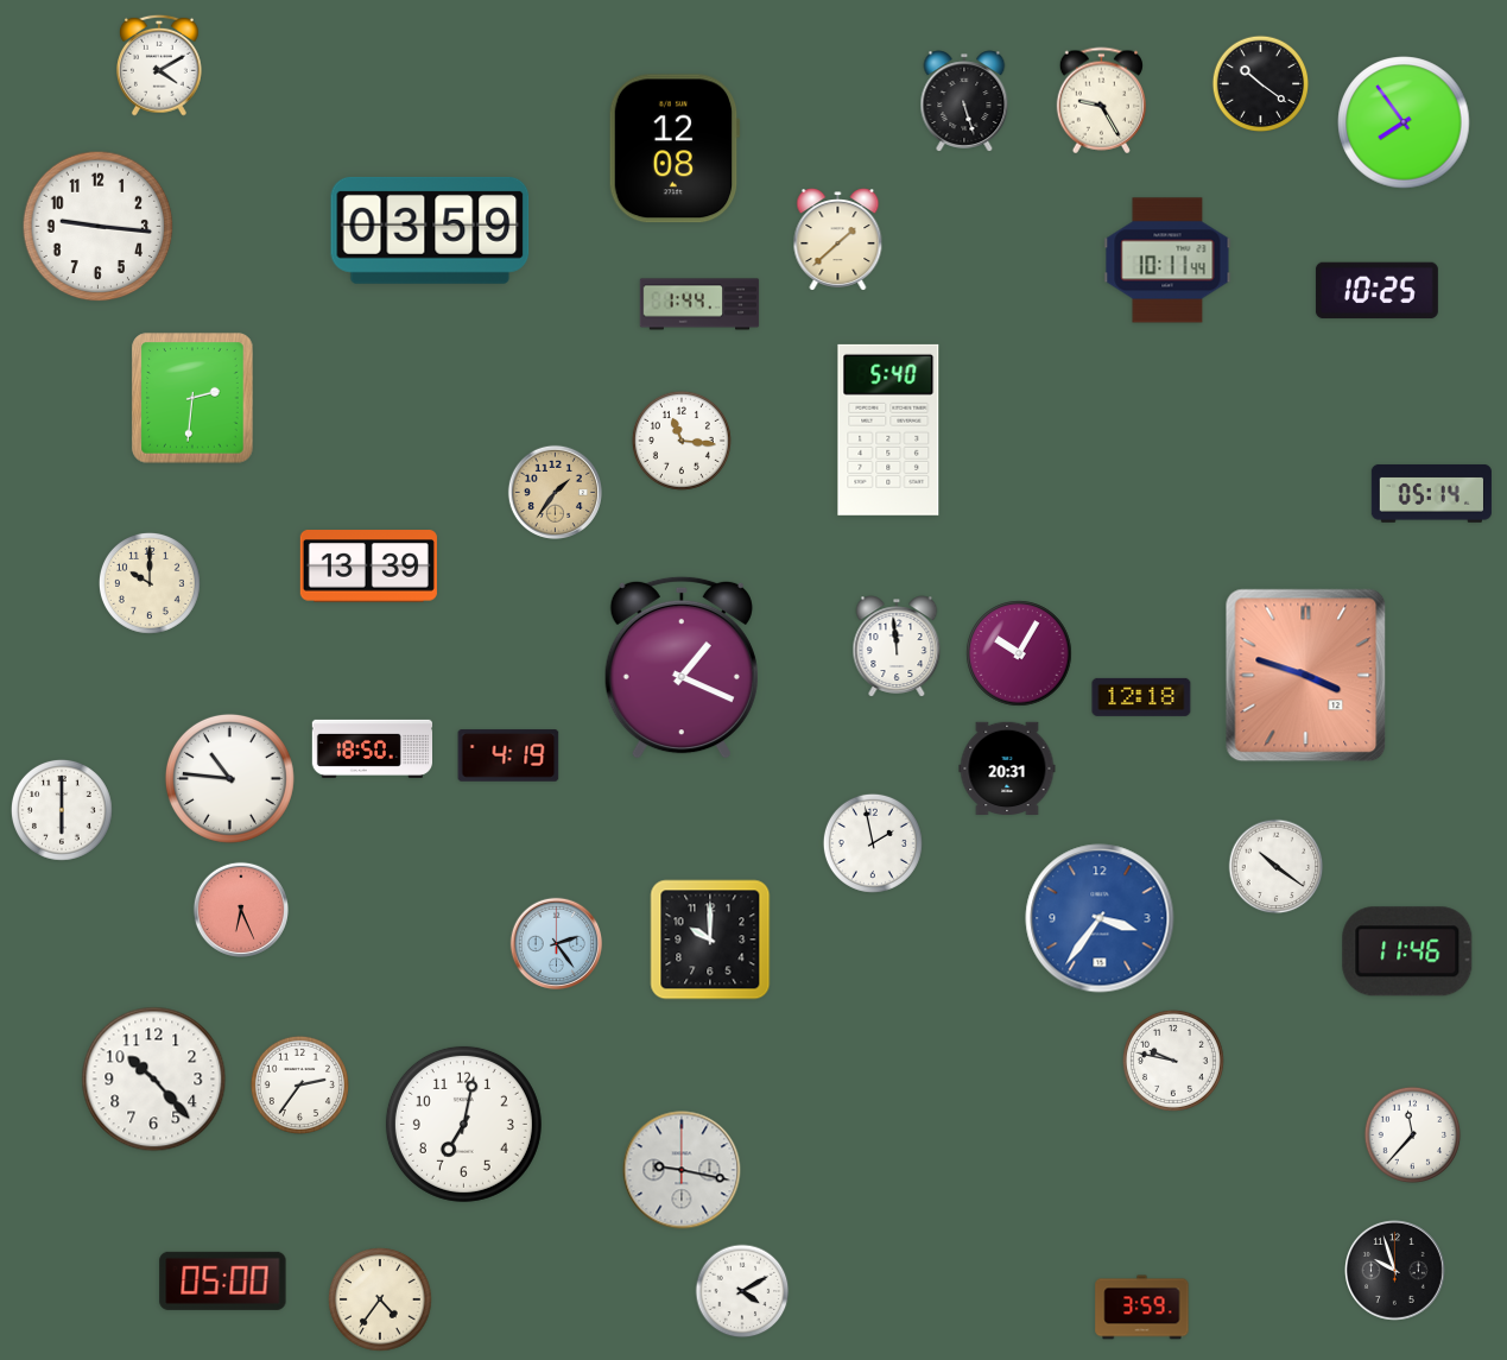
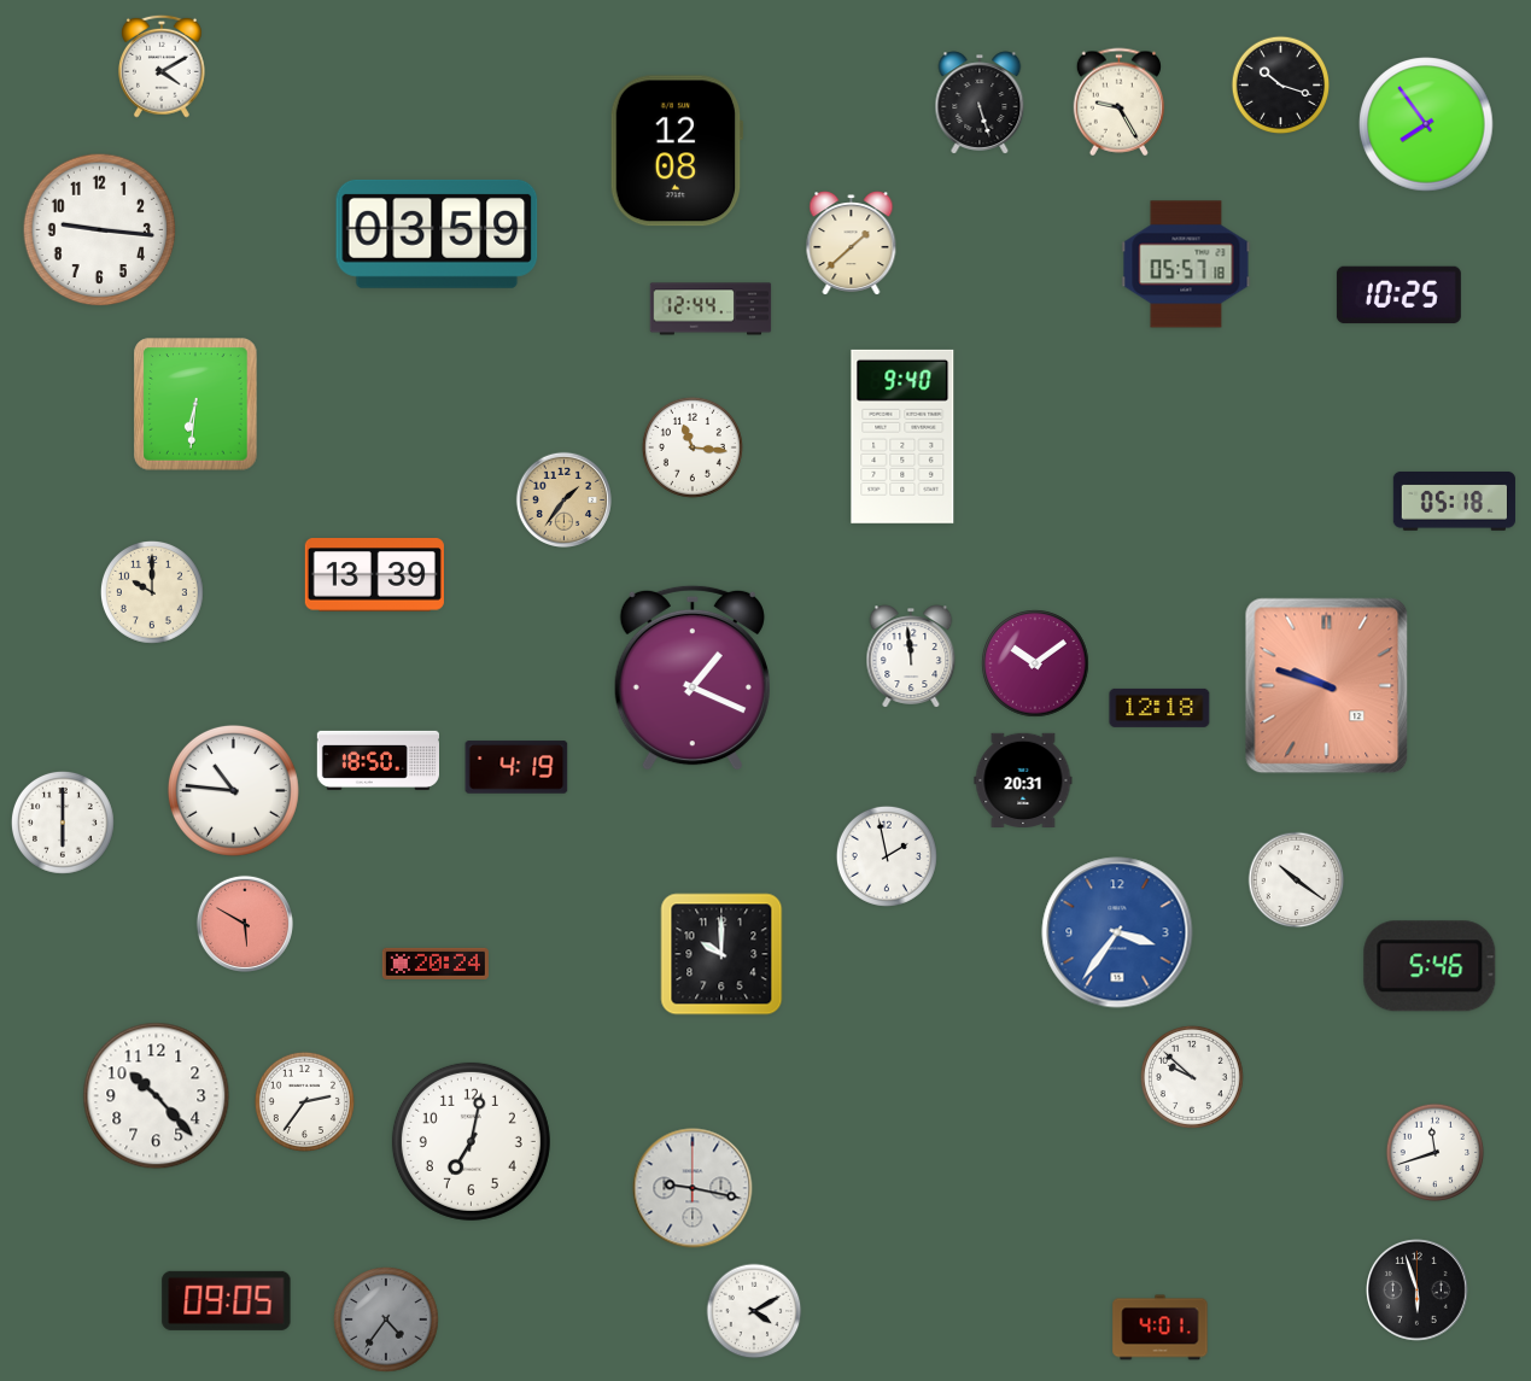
clock at (1261, 84): 10:21 -> 10:18
clock at (675, 148) position: (675, 148) -> (677, 151)
clock at (1167, 260): 10:11 -> 05:57
clock at (699, 304): 1:44 -> 12:44
clock at (192, 398): 2:31 -> 6:31
clock at (888, 430): 5:40 -> 9:40
clock at (1431, 494): 05:14 -> 05:18
clock at (1019, 653): 10:05 -> 10:09
clock at (1306, 676): 3:48 -> 9:48
clock at (241, 910): 6:26 -> 5:50
clock at (557, 944): 2:24 -> none
clock at (436, 964): none -> 20:24
clock at (1407, 951): 11:46 -> 5:46
clock at (1173, 1061): 9:47 -> 9:52
clock at (1413, 1136): 11:37 -> 11:42
clock at (1395, 1271): 9:57 -> 5:57
clock at (223, 1280): 05:00 -> 09:05
clock at (380, 1299) dial: cream -> grey
clock at (1142, 1308): 3:59 -> 4:01
